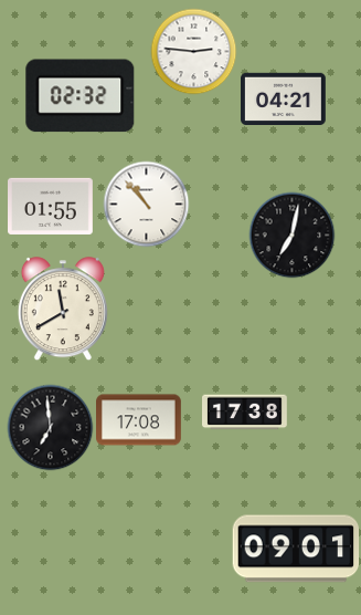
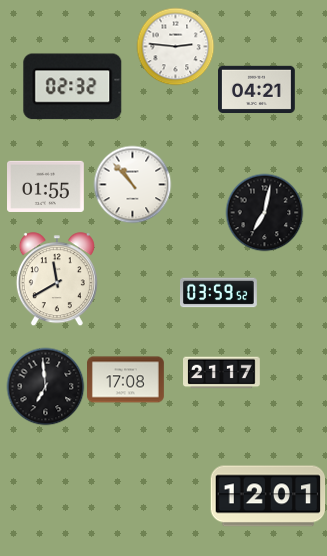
clock at (219, 293): none -> 03:59
clock at (245, 413): 17:38 -> 21:17
clock at (296, 549): 09:01 -> 12:01
